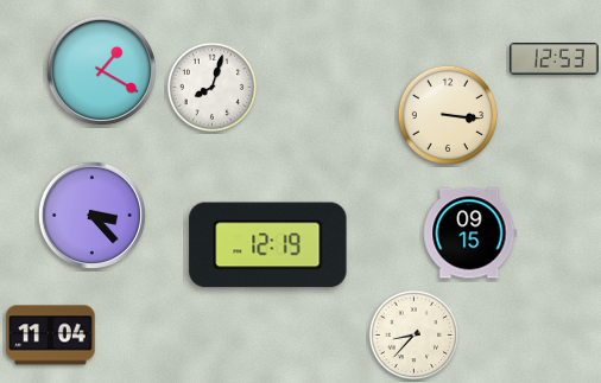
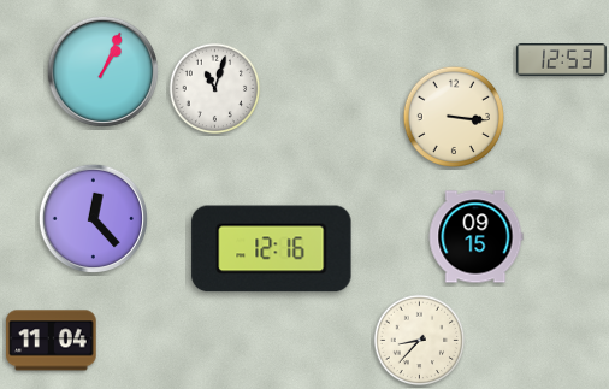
clock at (101, 70): 1:20 -> 1:04
clock at (213, 88): 8:03 -> 11:03
clock at (91, 215): 3:23 -> 12:23
clock at (268, 245): 12:19 -> 12:16
